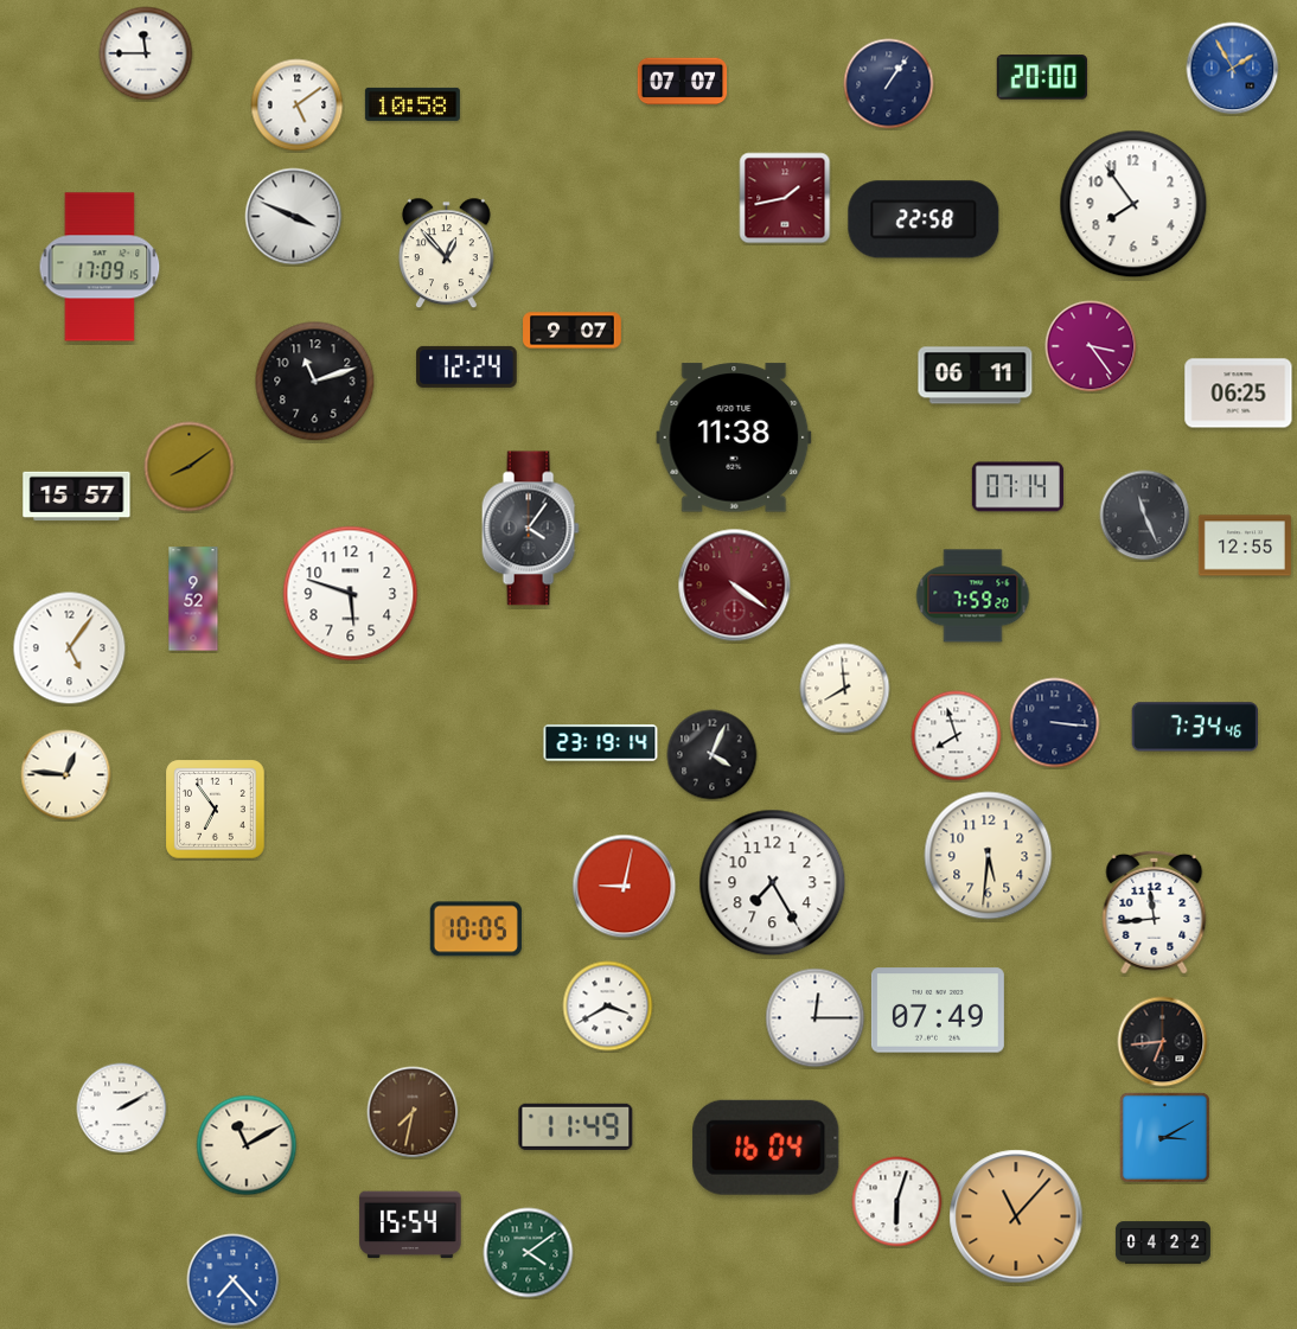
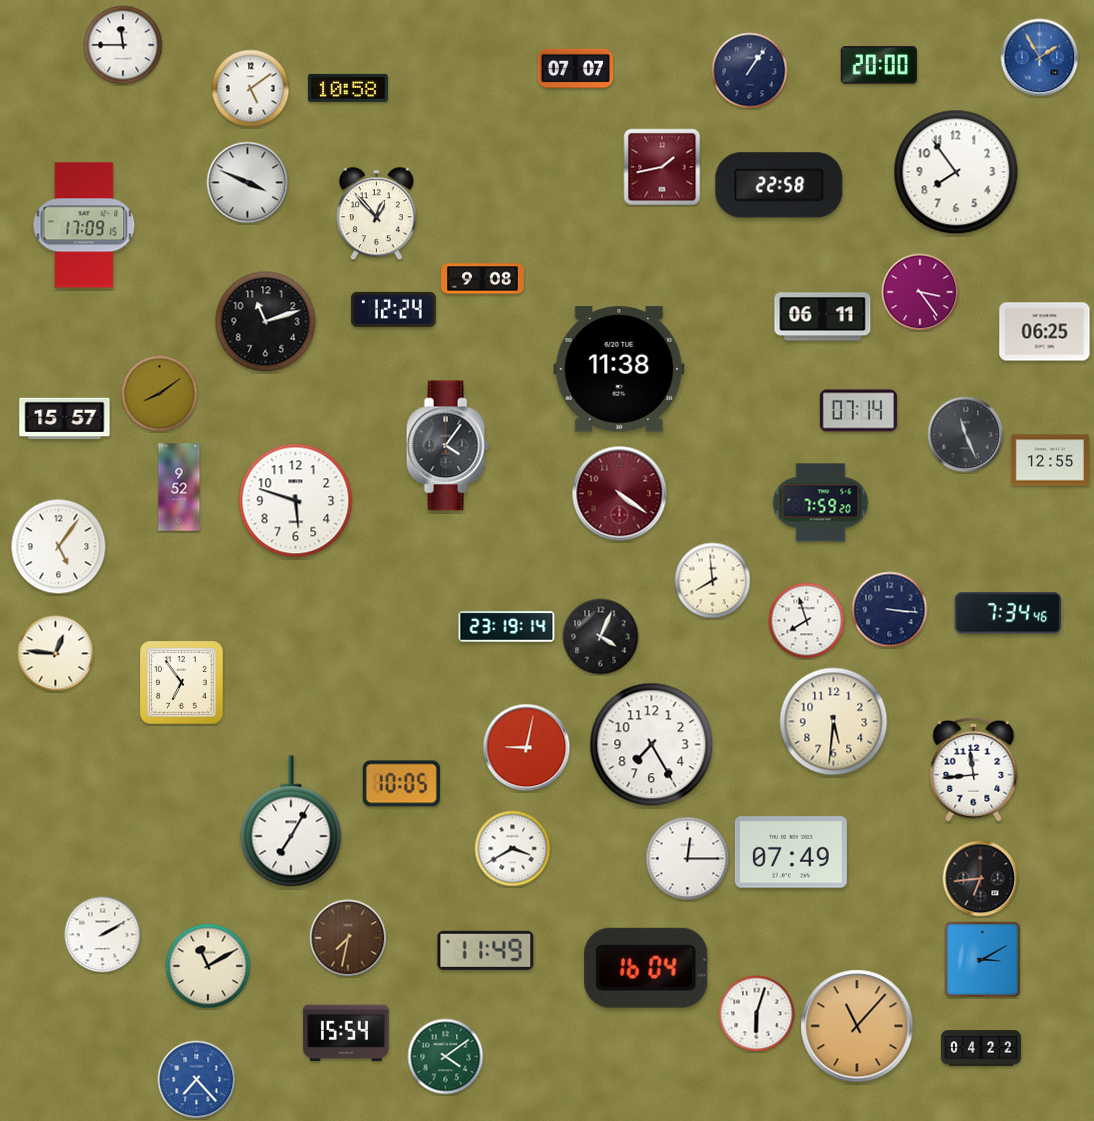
clock at (573, 331): 9:07 -> 9:08
clock at (193, 599) position: (193, 599) -> (179, 487)
clock at (291, 821): none -> 7:05
